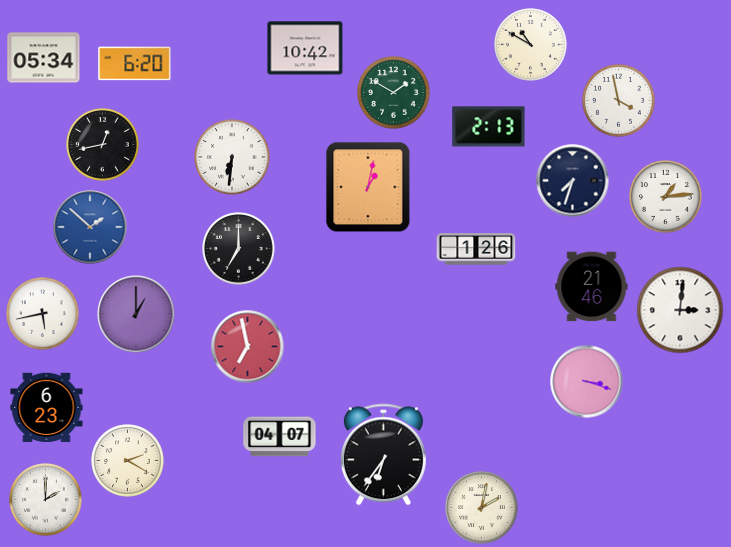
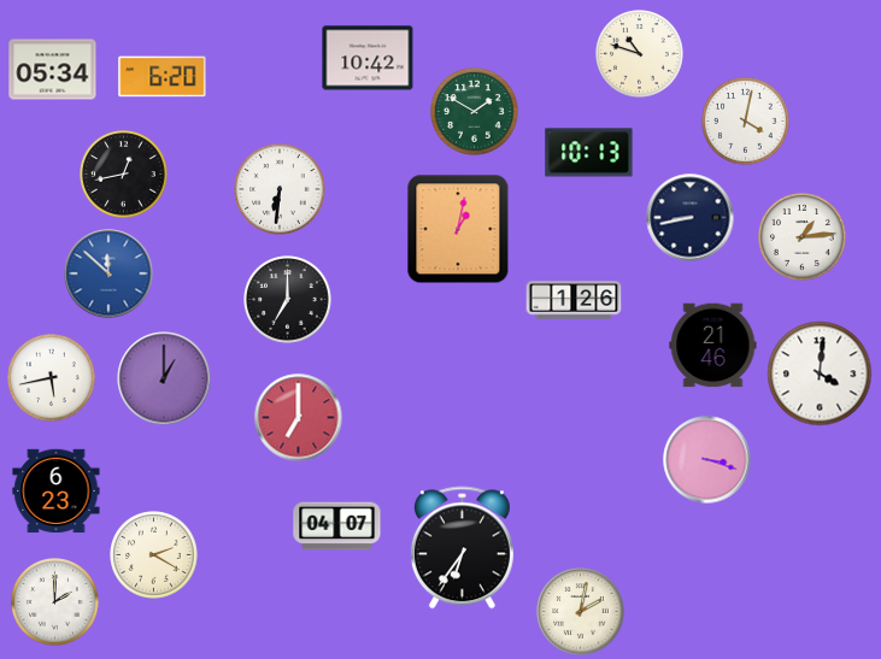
clock at (531, 45): 10:50 -> 10:48
clock at (619, 101): 3:58 -> 4:02
clock at (489, 127): 2:13 -> 10:13
clock at (573, 181): 7:33 -> 8:43
clock at (368, 187) position: (368, 187) -> (458, 229)
clock at (90, 227): 1:52 -> 11:52
clock at (680, 310): 3:01 -> 4:01
clock at (248, 347): 6:58 -> 7:00
